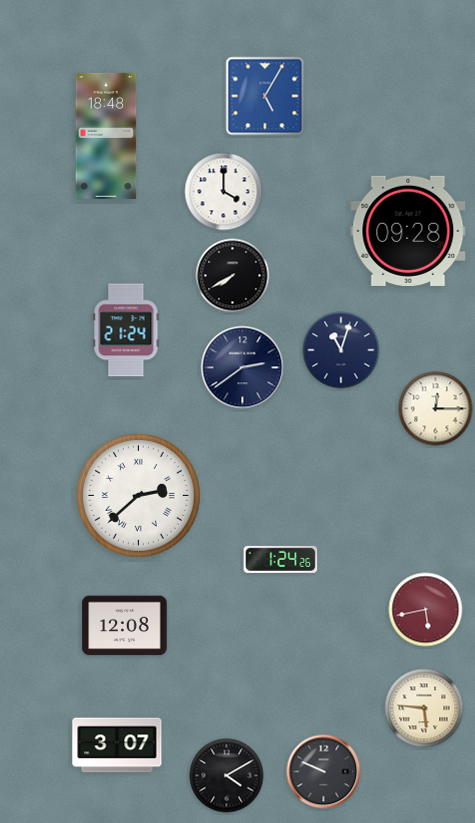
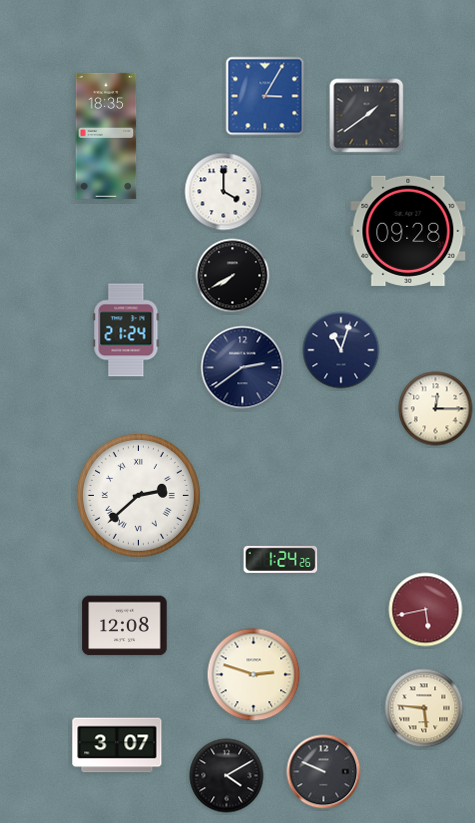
clock at (265, 96): 5:05 -> 3:05
clock at (367, 116): none -> 1:39
clock at (106, 136): 18:48 -> 18:35
clock at (254, 675): none -> 2:48
